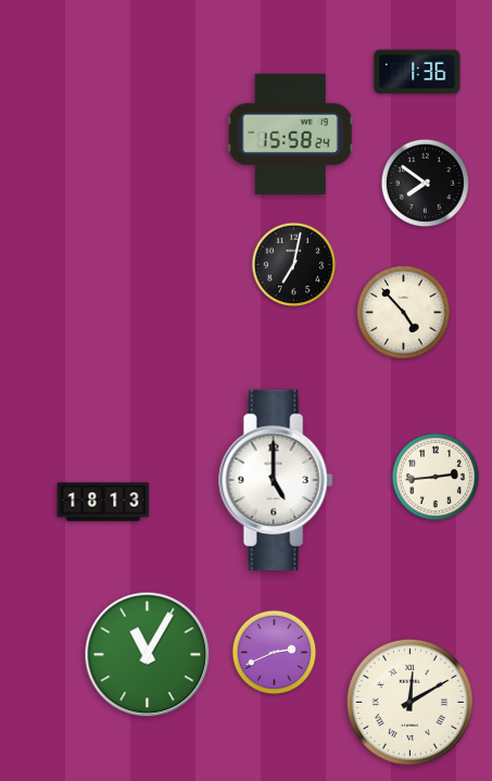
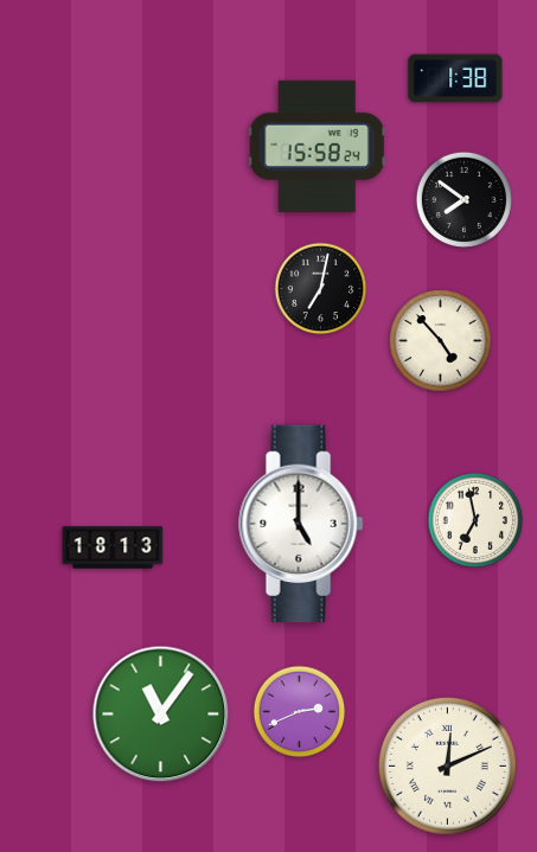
clock at (417, 72): 1:36 -> 1:38
clock at (436, 477): 2:44 -> 6:58
clock at (148, 655): 11:05 -> 11:06
clock at (409, 702): 12:10 -> 12:11
